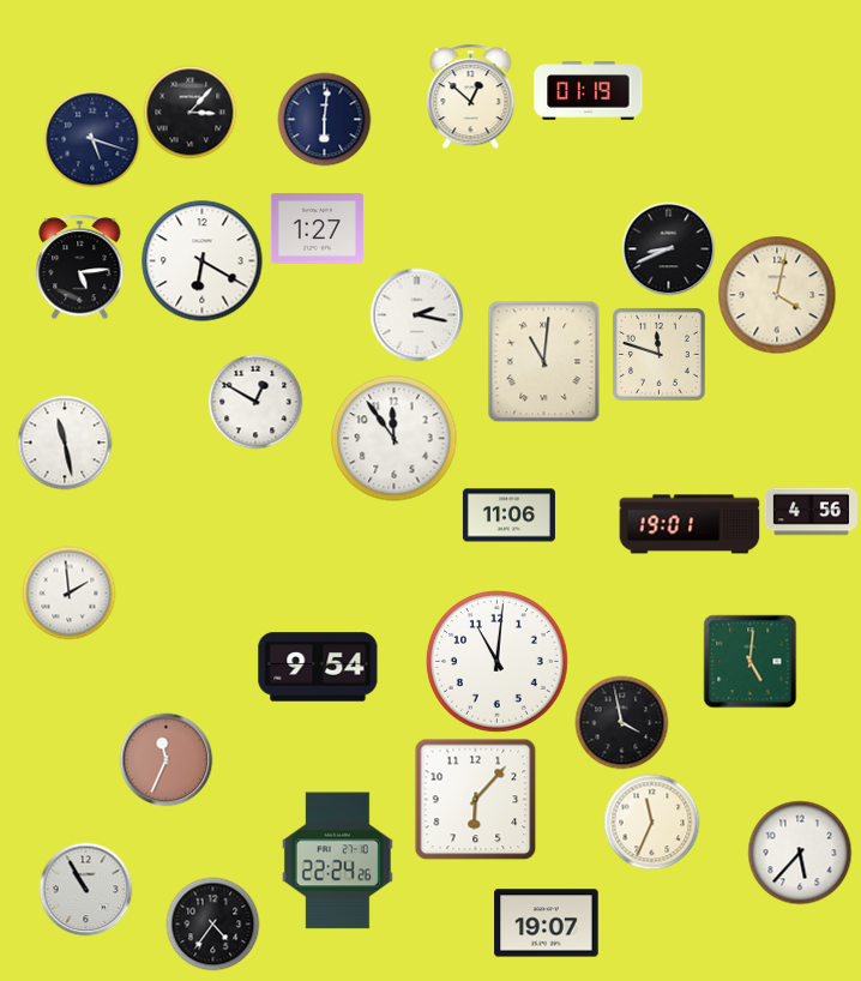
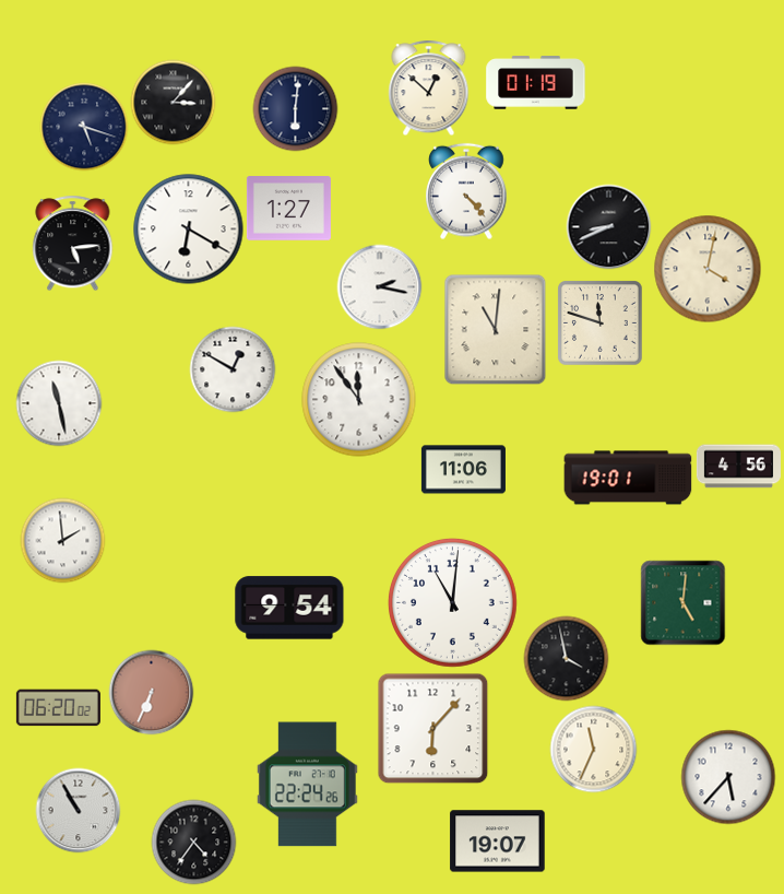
clock at (466, 191): none -> 4:23
clock at (203, 261) position: (203, 261) -> (189, 230)
clock at (255, 402) position: (255, 402) -> (233, 369)
clock at (165, 759): 11:34 -> 6:34
clock at (58, 708): none -> 06:20
